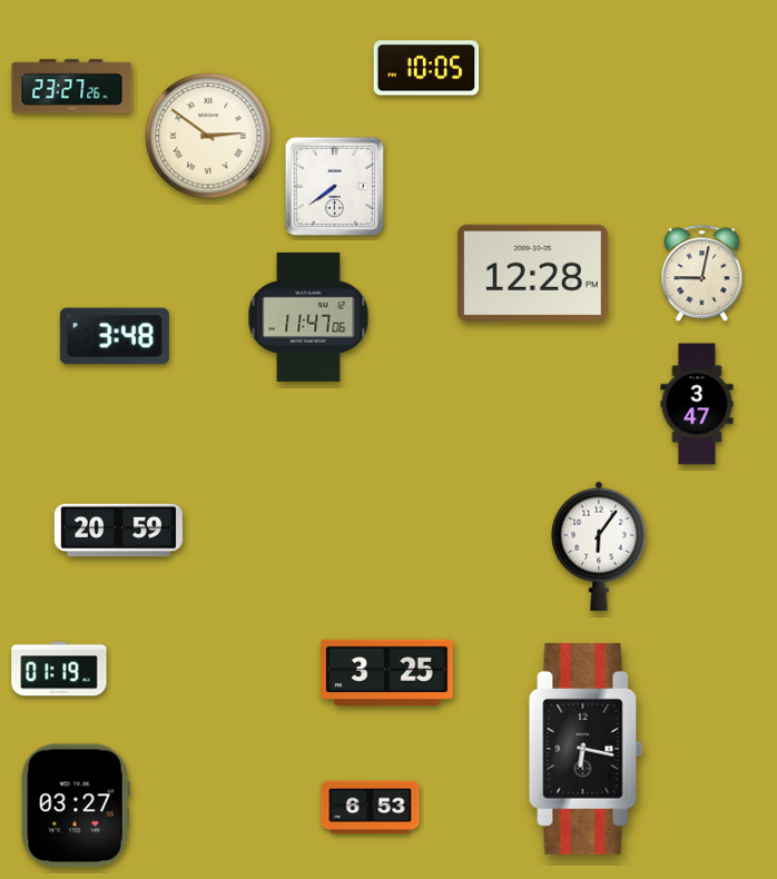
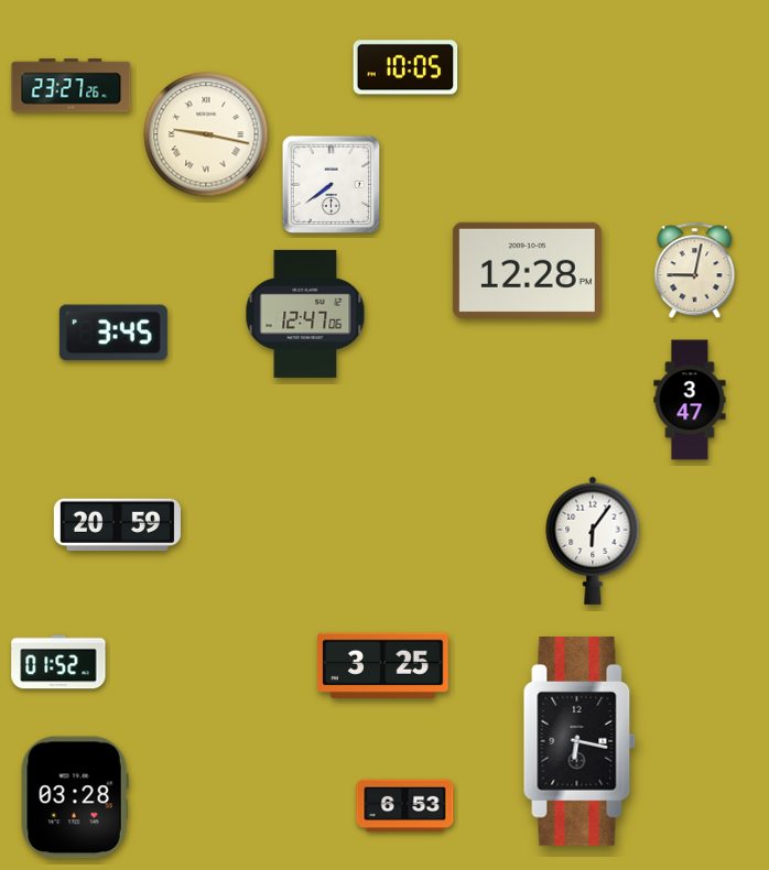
clock at (426, 68) position: (426, 68) -> (405, 67)
clock at (208, 136): 2:51 -> 9:17
clock at (308, 317): 11:47 -> 12:47
clock at (115, 336): 3:48 -> 3:45
clock at (59, 669): 01:19 -> 01:52
clock at (76, 806): 03:27 -> 03:28
clock at (371, 808) position: (371, 808) -> (405, 806)
